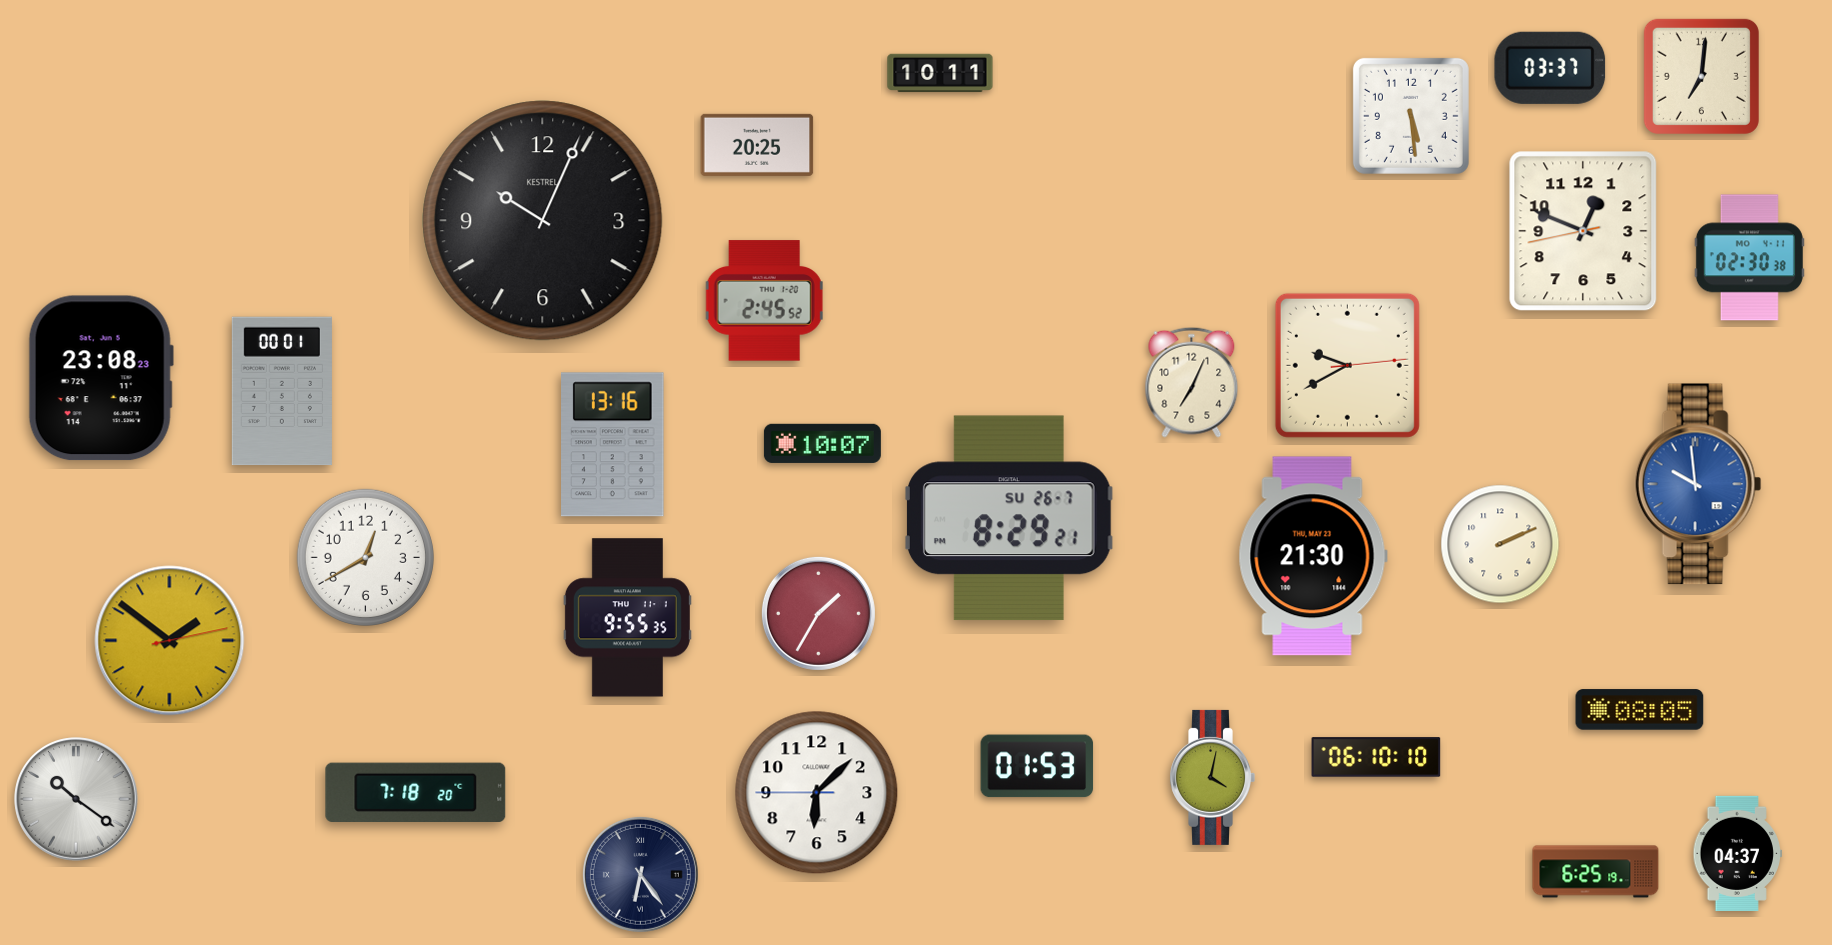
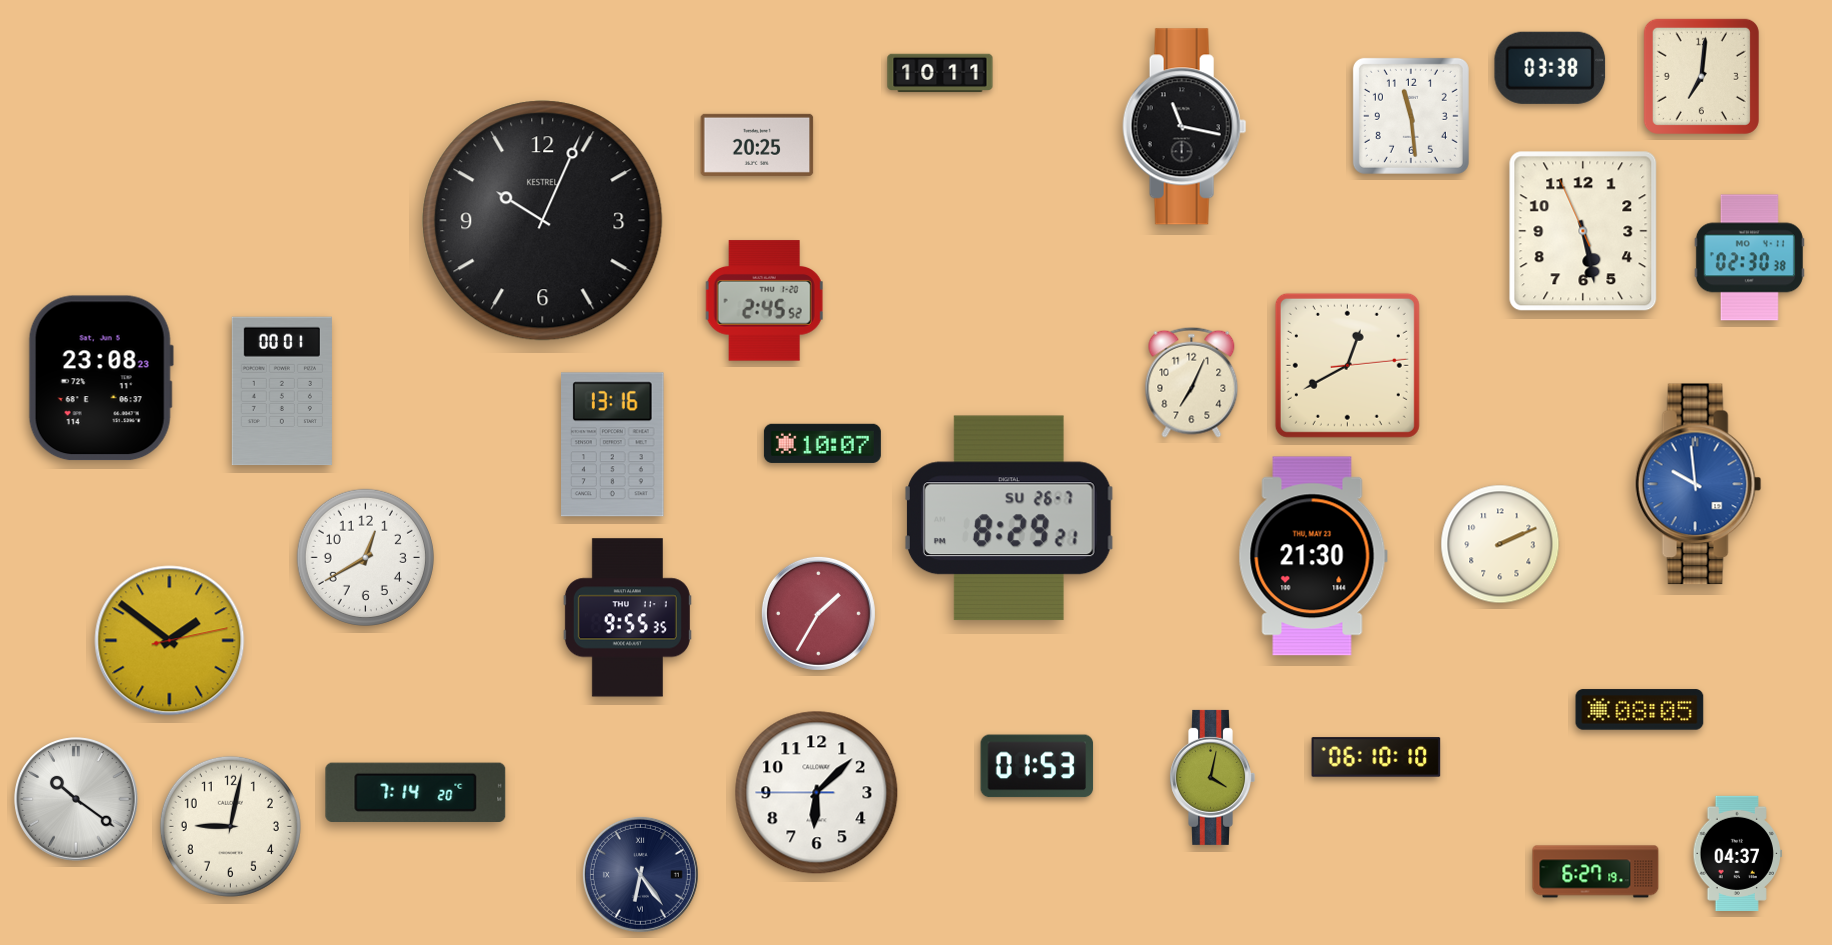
clock at (1550, 68): 03:37 -> 03:38
clock at (1411, 116): 5:29 -> 11:29
clock at (1185, 127): none -> 11:17
clock at (1583, 231): 12:48 -> 5:27
clock at (1347, 365): 9:40 -> 12:40
clock at (416, 792): 7:18 -> 7:14
clock at (230, 826): none -> 9:02
clock at (1596, 872): 6:25 -> 6:27
